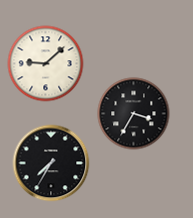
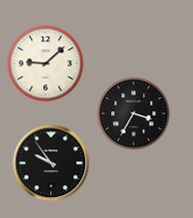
clock at (51, 163): 7:35 -> 9:54
